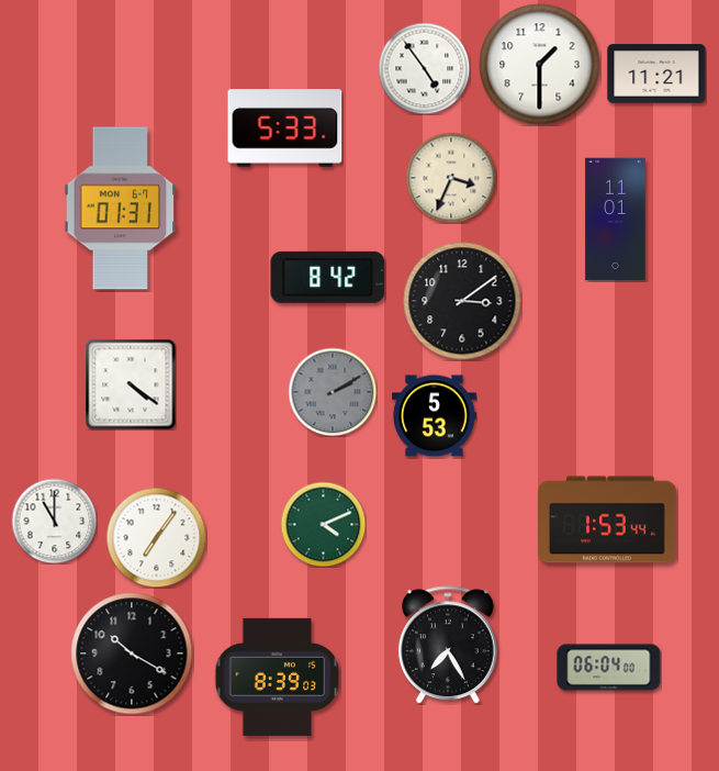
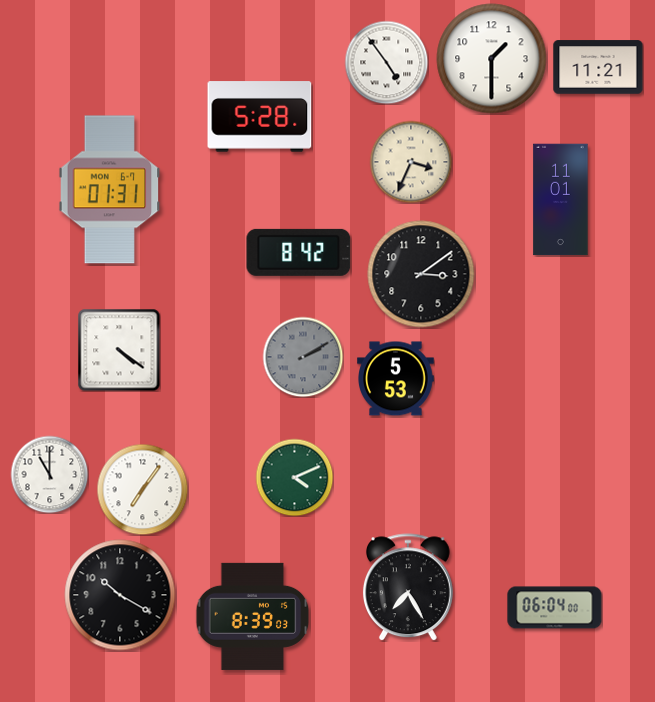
clock at (285, 128): 5:33 -> 5:28
clock at (608, 519): 1:53 -> none
